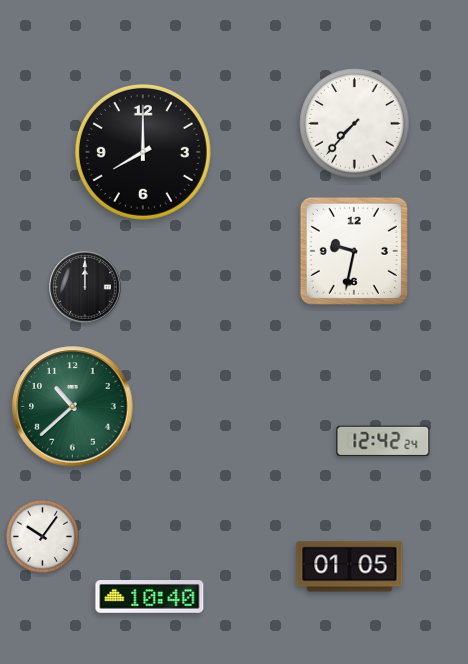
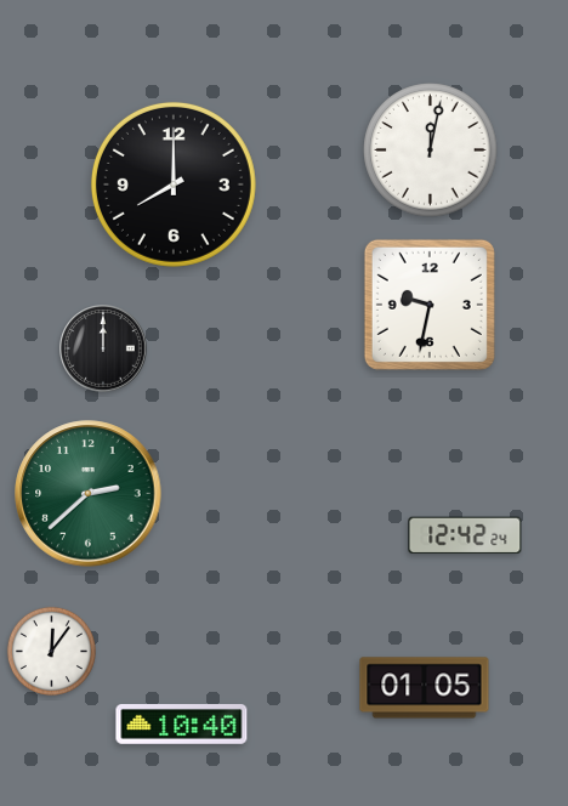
clock at (355, 124): 7:37 -> 12:02
clock at (73, 407): 10:38 -> 2:38
clock at (42, 536): 10:06 -> 12:06
